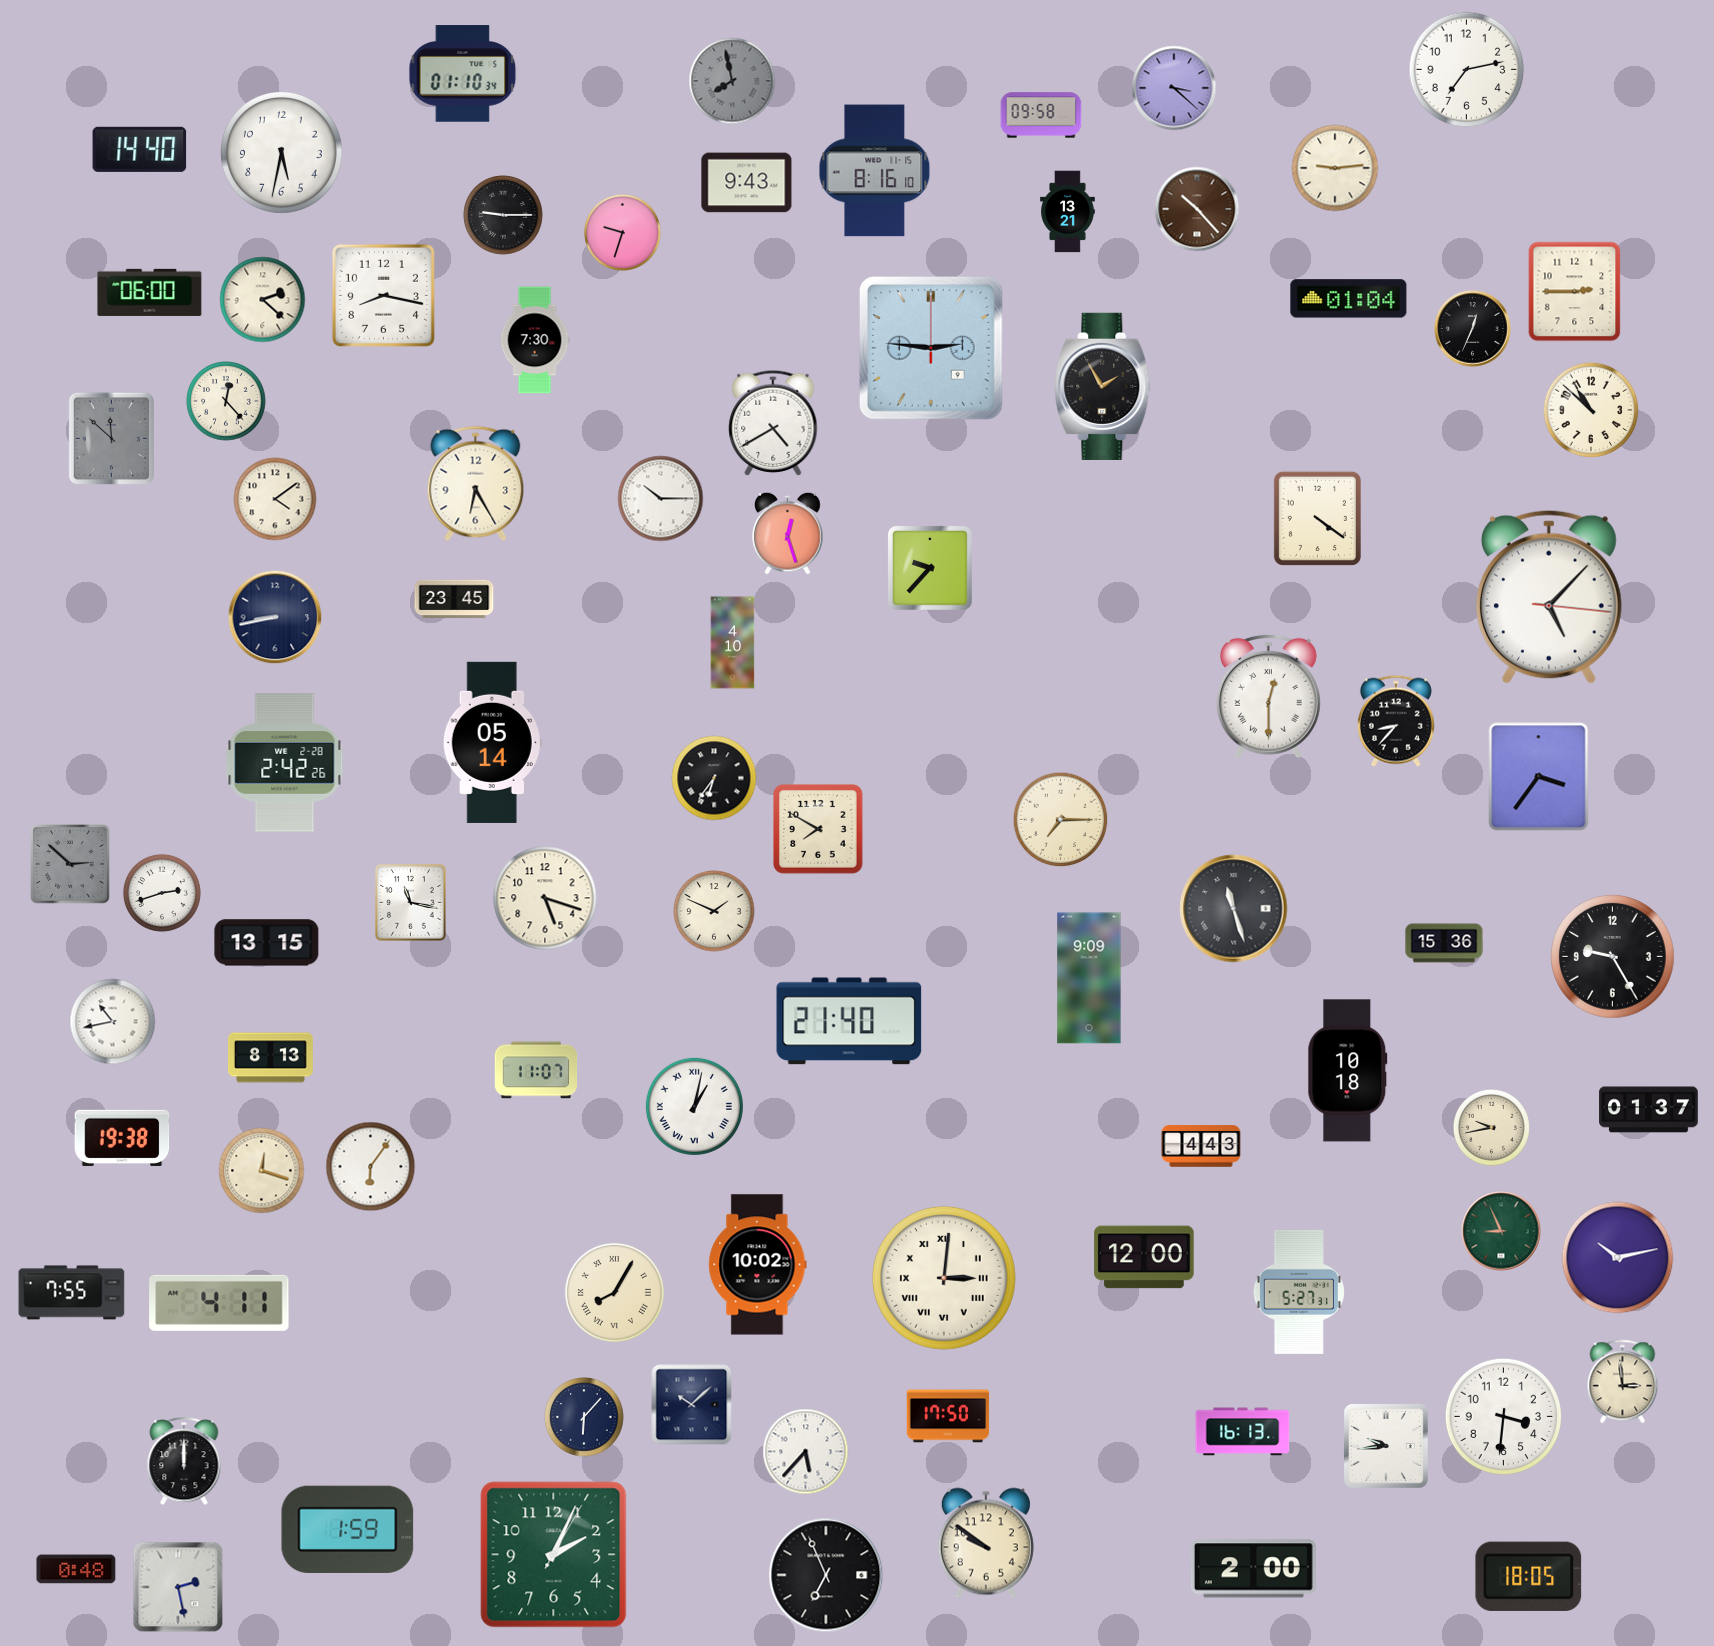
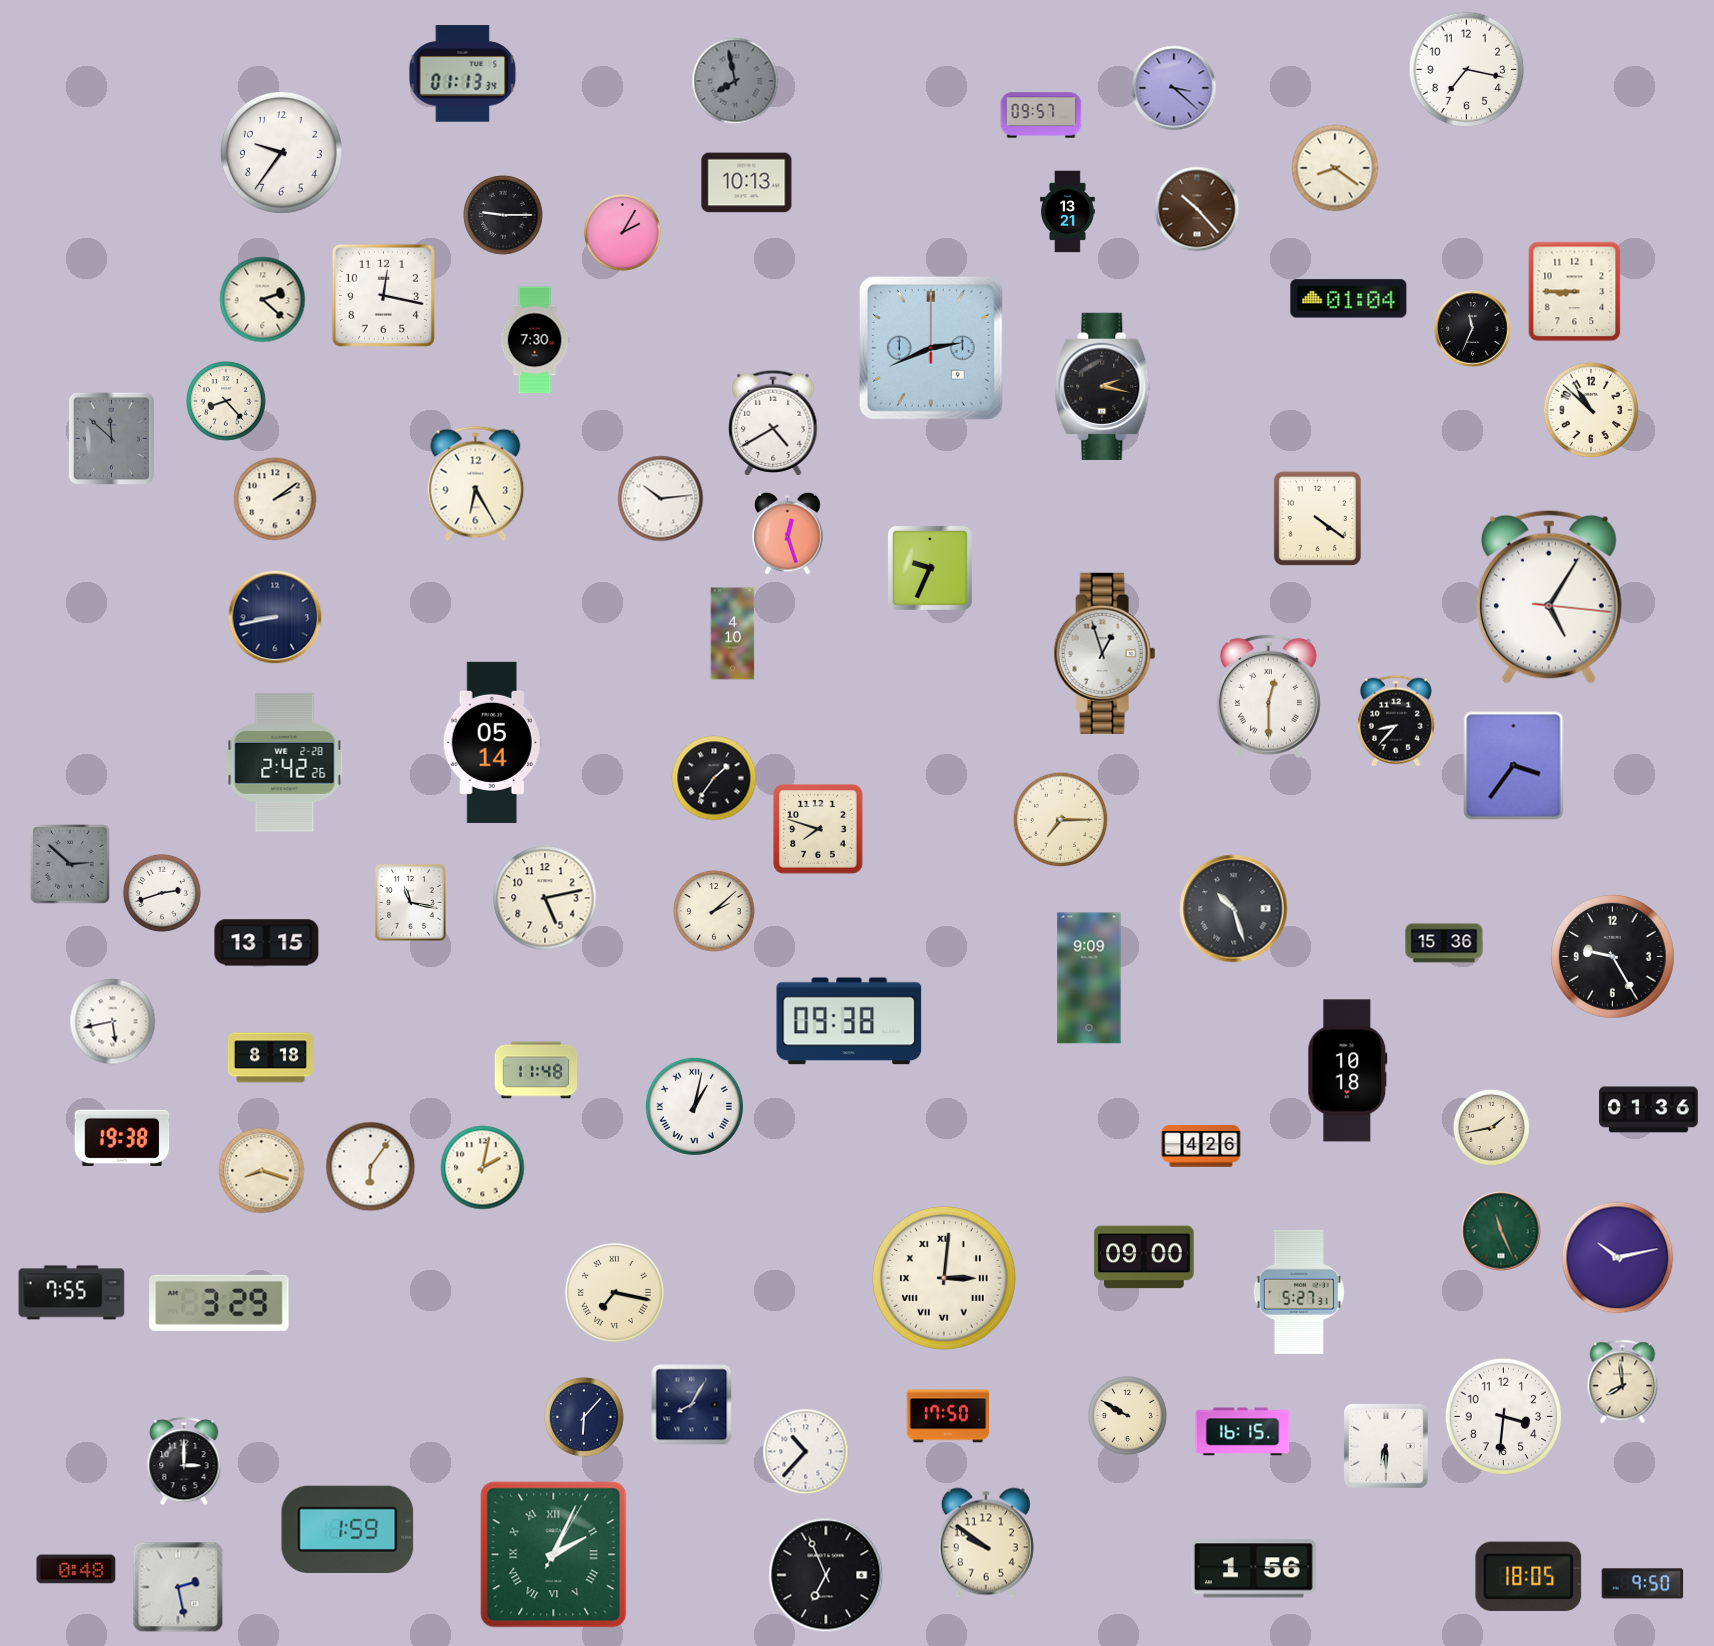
clock at (1467, 70): 7:13 -> 7:17
clock at (463, 74): 01:10 -> 01:13
clock at (732, 81) position: (732, 81) -> (735, 81)
clock at (1041, 115): 09:58 -> 09:57
clock at (140, 149): 14:40 -> none
clock at (281, 152): 5:32 -> 9:36
clock at (1335, 168): 9:14 -> 8:21
clock at (875, 171): 8:16 -> none
clock at (747, 183): 9:43 -> 10:13
clock at (622, 232): 9:33 -> 2:05
clock at (150, 292): 06:00 -> none
clock at (1575, 292): 2:45 -> 8:45
clock at (383, 295): 8:17 -> 12:17
clock at (1473, 329): 12:34 -> 11:34
clock at (931, 348): 2:46 -> 2:41
clock at (1103, 386): 1:55 -> 2:17
clock at (226, 401): 12:23 -> 8:23
clock at (275, 499): 4:09 -> 2:09
clock at (661, 499): 10:15 -> 10:14
clock at (930, 568): 9:37 -> 9:34
clock at (1549, 597): 5:07 -> 5:05
clock at (454, 599): 23:45 -> none
clock at (733, 643) position: (733, 643) -> (733, 634)
clock at (1105, 653): none -> 12:57
clock at (1539, 777) position: (1539, 777) -> (1514, 766)
clock at (714, 778): 6:36 -> 1:36
clock at (819, 830): 7:50 -> 7:48
clock at (545, 898): 5:18 -> 5:13
clock at (1234, 909): 11:27 -> 10:27
clock at (714, 911): 1:49 -> 2:08
clock at (849, 1021): 21:40 -> 09:38
clock at (113, 1022): 10:43 -> 5:43
clock at (270, 1058): 8:13 -> 8:18
clock at (536, 1070): 11:07 -> 11:48
clock at (1649, 1110): 01:37 -> 01:36
clock at (1491, 1127): 9:43 -> 1:43
clock at (1201, 1146): 4:43 -> 4:26
clock at (483, 1168): none -> 2:02
clock at (262, 1171): 12:18 -> 8:18
clock at (1501, 1231): 8:56 -> 11:26
clock at (1144, 1257): 12:00 -> 09:00
clock at (758, 1265): 10:02 -> none
clock at (614, 1292): 8:05 -> 7:17
clock at (219, 1303): 4:11 -> 3:29
clock at (1623, 1382): 2:59 -> 7:59
clock at (692, 1405): 10:08 -> 8:05
clock at (1128, 1416): none -> 9:50
clock at (1243, 1432): 16:13 -> 16:15
clock at (1386, 1446): 9:44 -> 6:30
clock at (806, 1452): 5:37 -> 10:37
clock at (184, 1462): 12:00 -> 3:00
clock at (554, 1555) numerals: Arabic -> Roman
clock at (1253, 1569): 2:00 -> 1:56
clock at (1643, 1584): none -> 9:50
